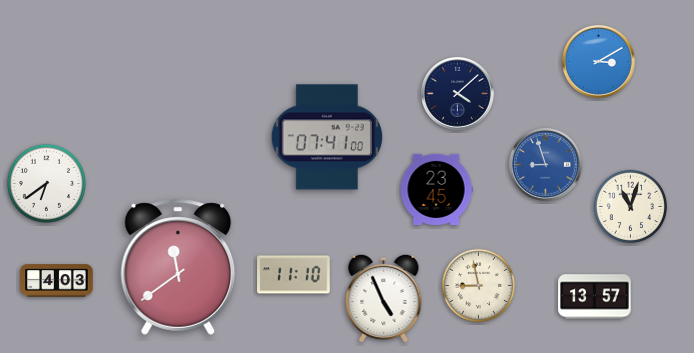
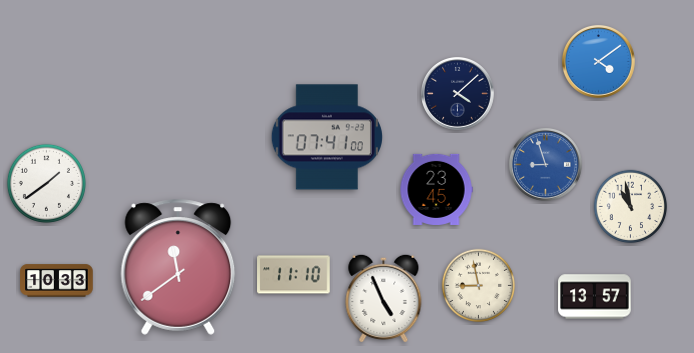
clock at (598, 61): 3:10 -> 4:09
clock at (46, 183): 6:39 -> 1:39
clock at (631, 207): 11:03 -> 10:58
clock at (57, 281): 4:03 -> 10:33
